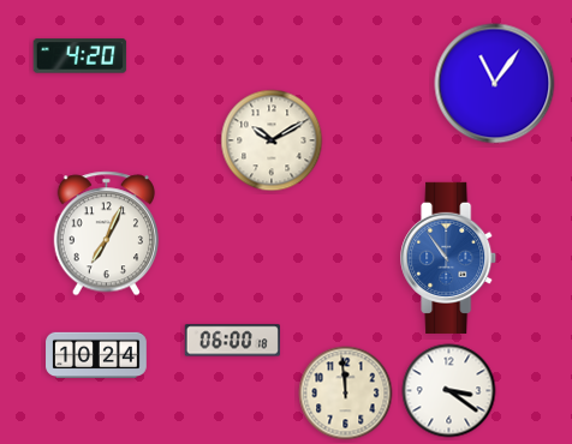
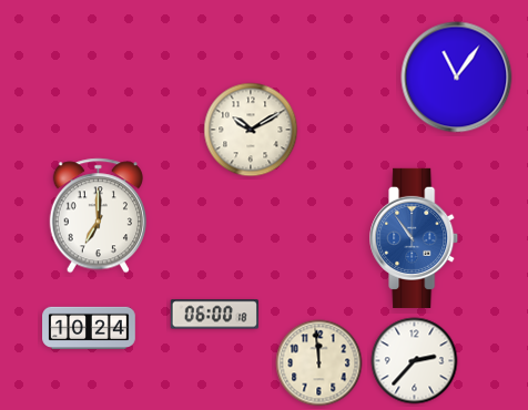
clock at (81, 56): 4:20 -> none
clock at (106, 234): 7:04 -> 7:00
clock at (449, 391): 3:21 -> 2:37
